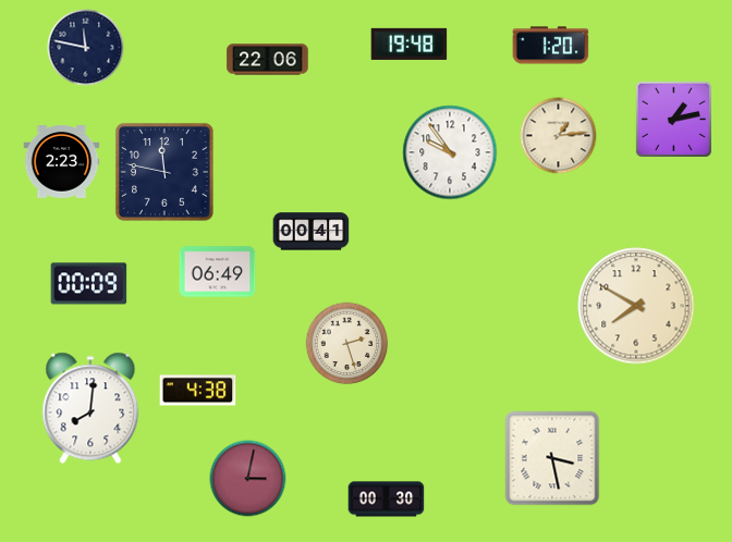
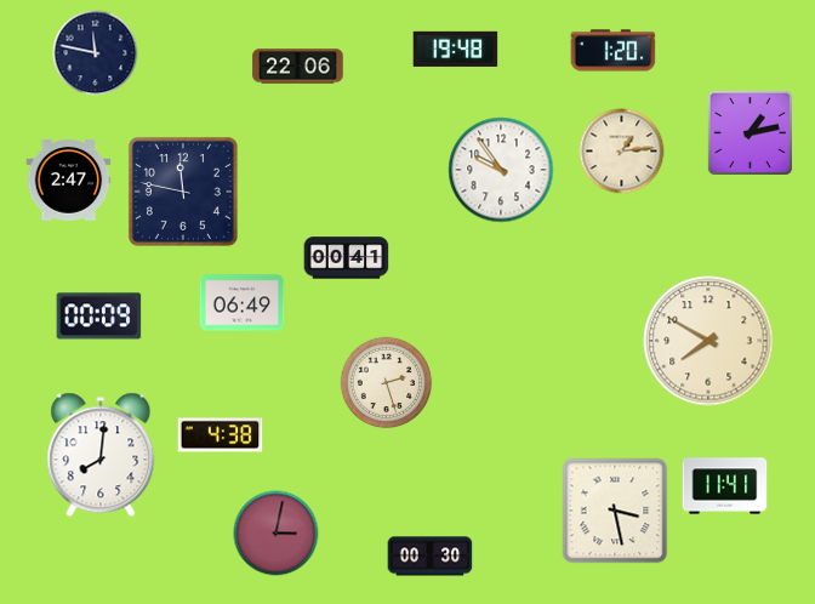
clock at (62, 162): 2:23 -> 2:47
clock at (725, 486): none -> 11:41
